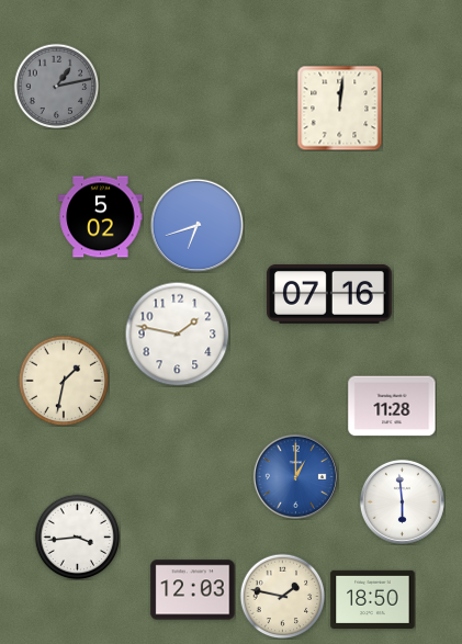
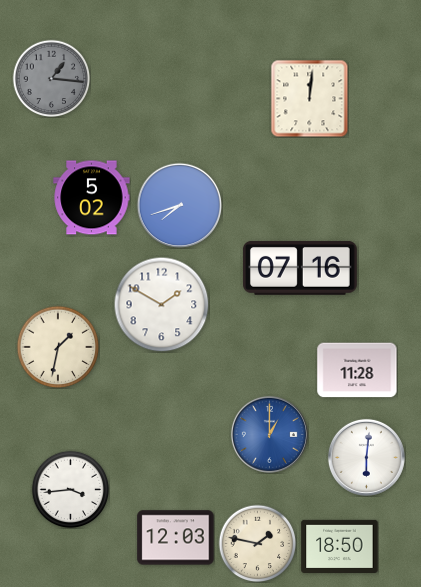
clock at (56, 86): 1:13 -> 1:16
clock at (196, 225): 6:42 -> 7:42
clock at (177, 334): 1:47 -> 1:50
clock at (402, 501): 5:59 -> 6:01
